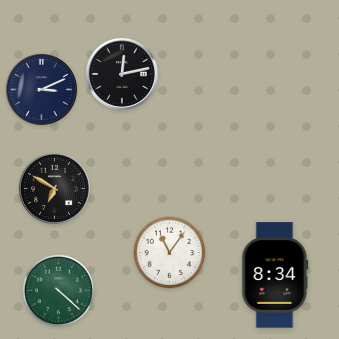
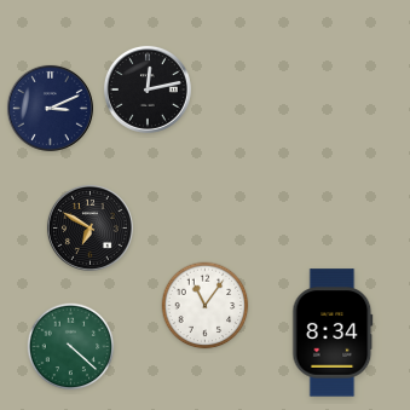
clock at (54, 188) position: (54, 188) -> (89, 227)
clock at (59, 291) position: (59, 291) -> (71, 347)
